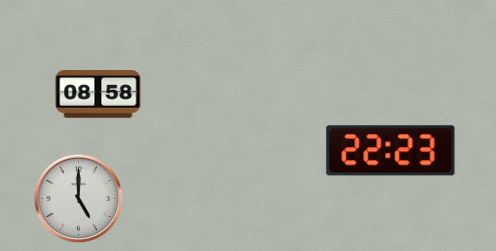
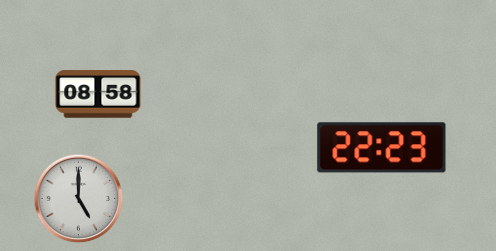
clock at (391, 151) position: (391, 151) -> (382, 148)
